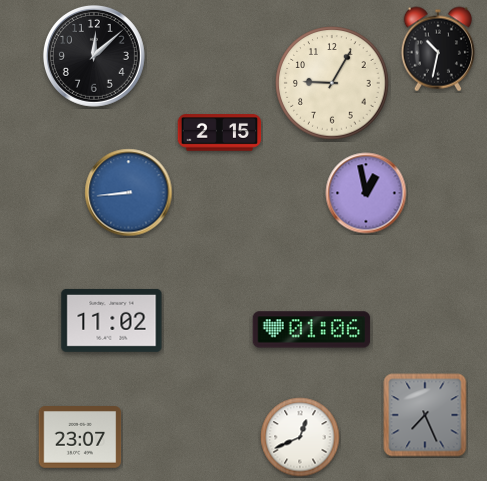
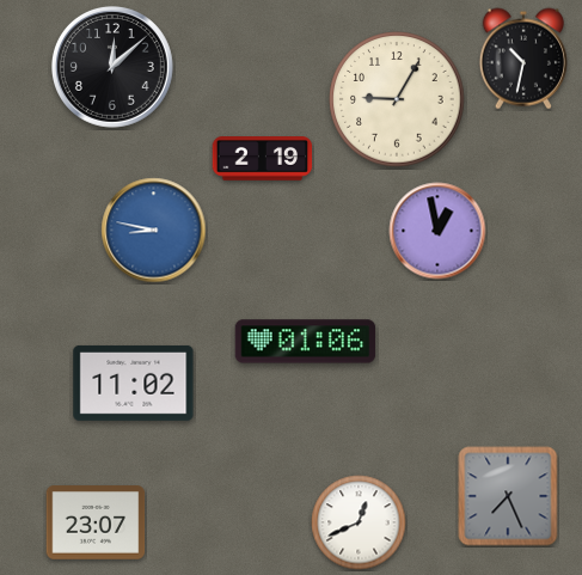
clock at (220, 133): 2:15 -> 2:19
clock at (129, 193): 8:44 -> 8:47
clock at (312, 330) position: (312, 330) -> (306, 342)
